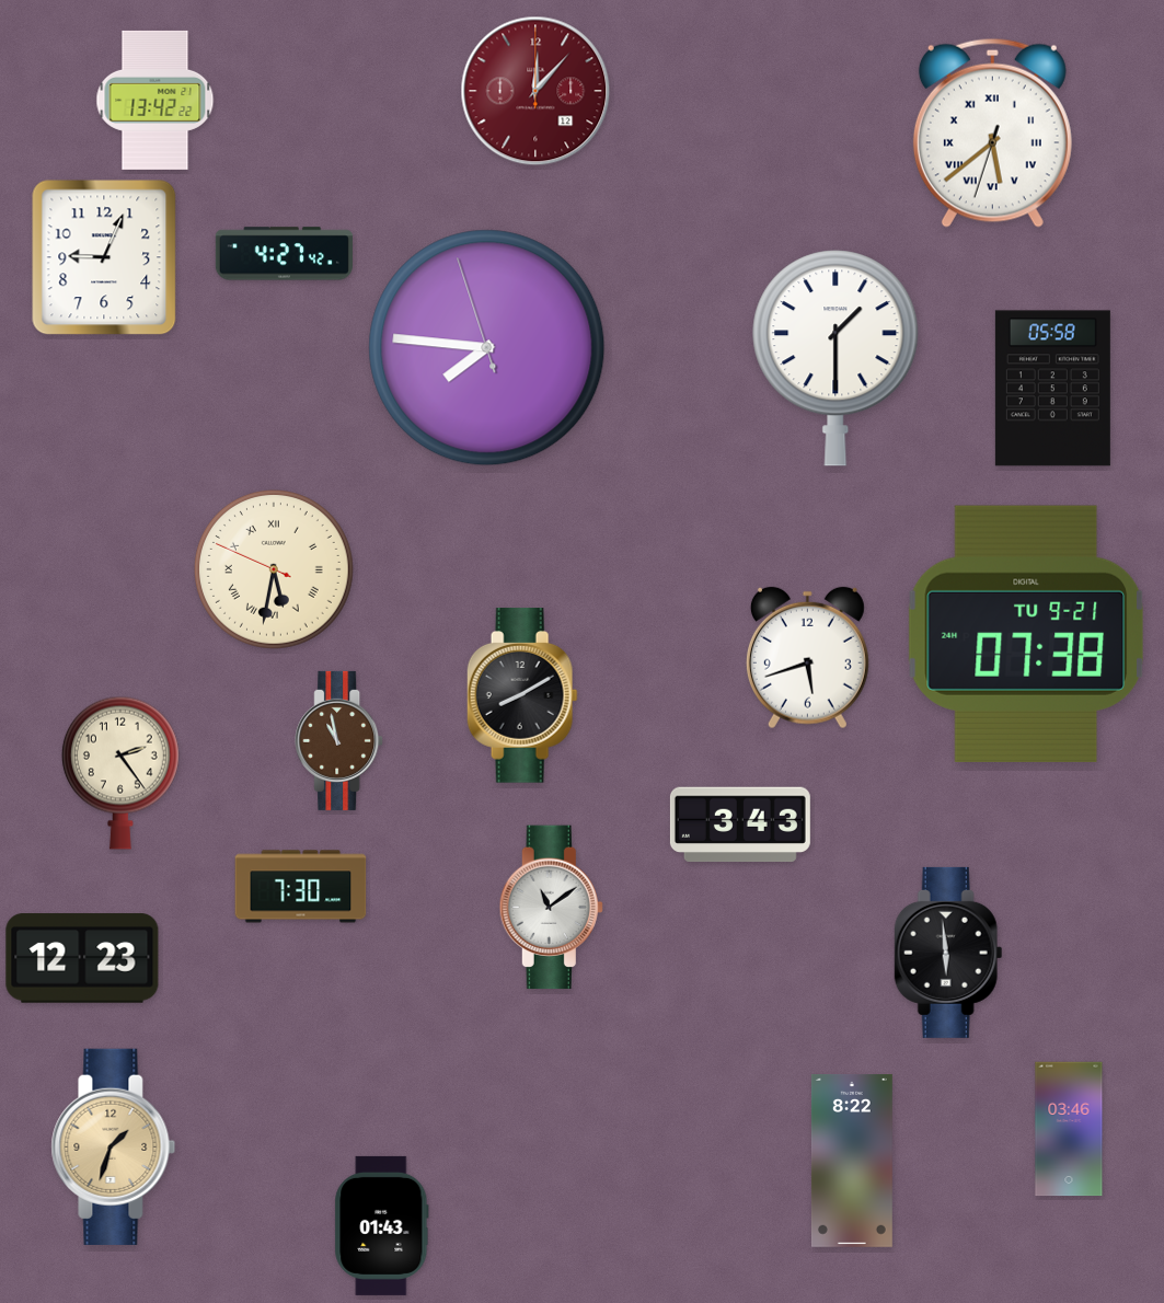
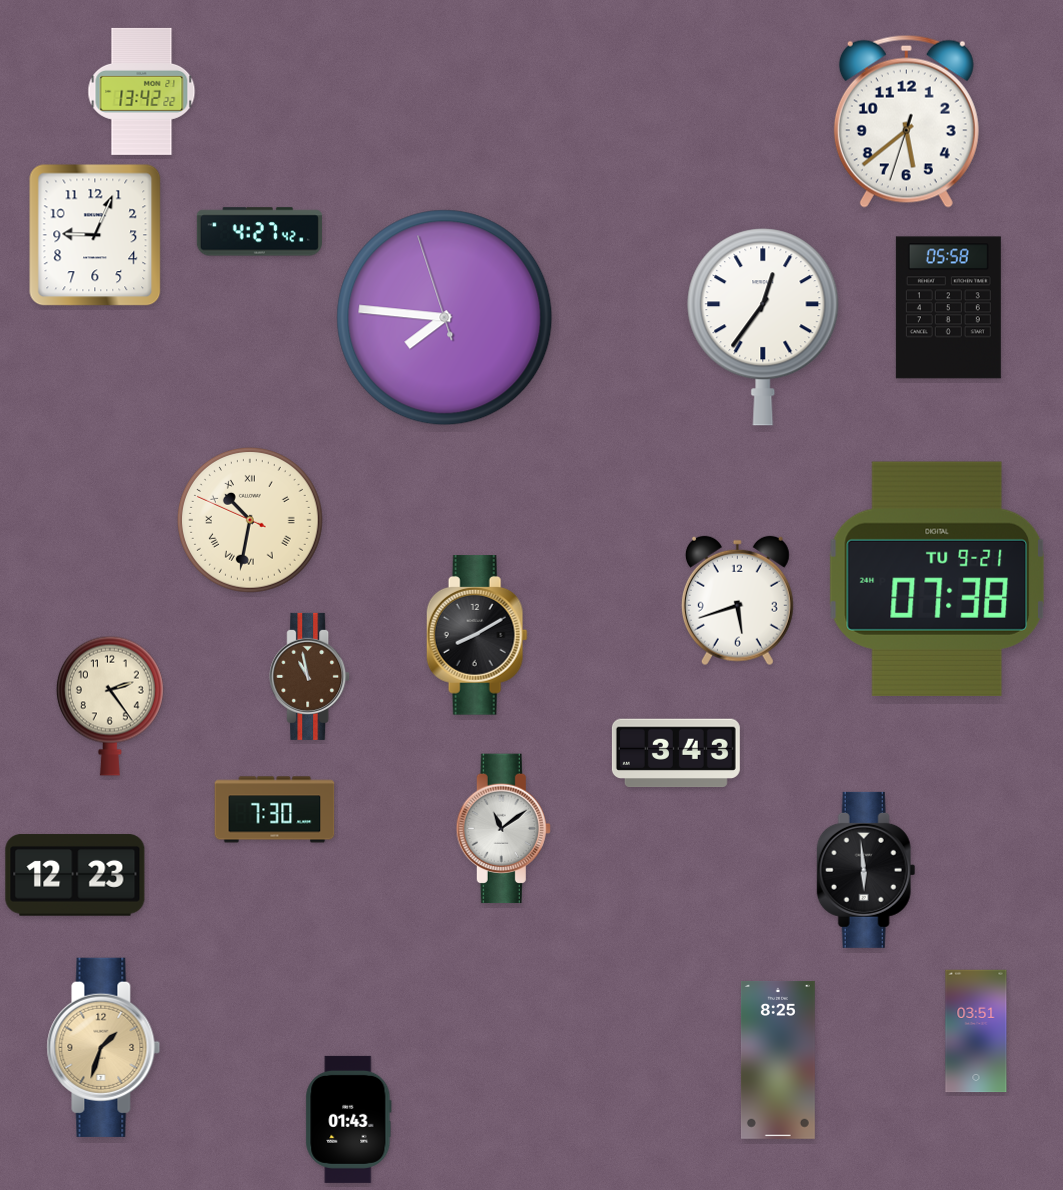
clock at (535, 91): 12:07 -> none
clock at (992, 132) numerals: Roman -> Arabic
clock at (835, 358): 1:30 -> 12:36
clock at (1052, 389) position: (1052, 389) -> (948, 308)
clock at (274, 569): 5:31 -> 10:31
clock at (1069, 1129): 03:46 -> 03:51
clock at (852, 1162): 8:22 -> 8:25
